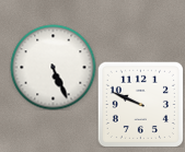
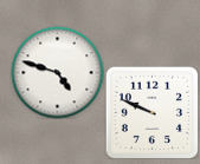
clock at (53, 67): 5:26 -> 4:48
